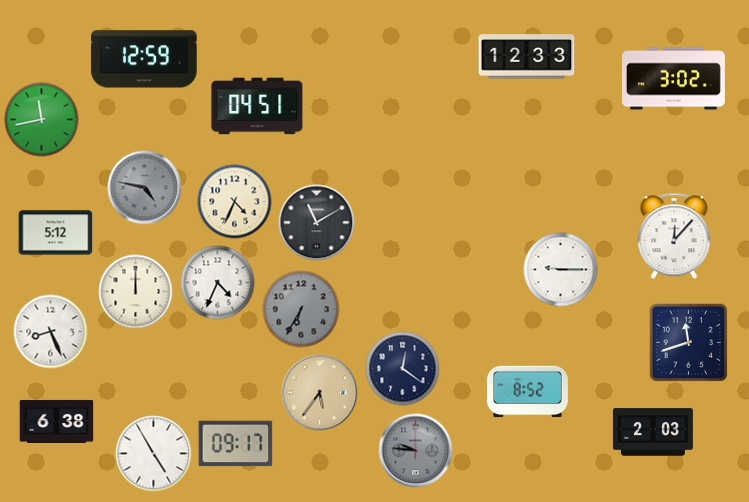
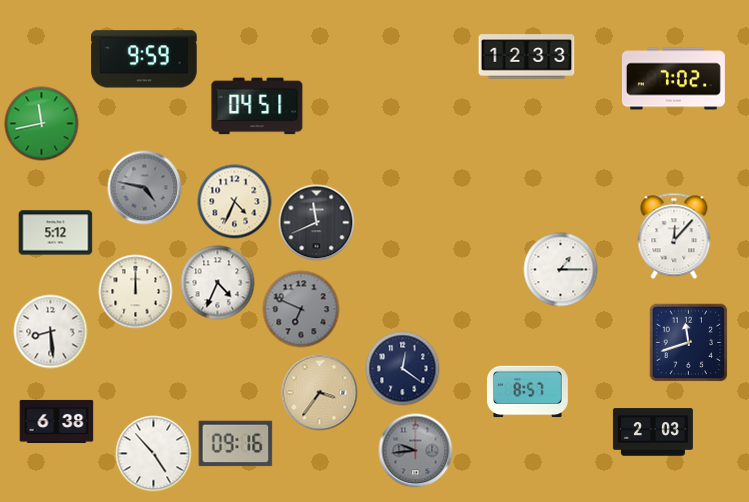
clock at (144, 59): 12:59 -> 9:59
clock at (673, 79): 3:02 -> 7:02
clock at (42, 120) position: (42, 120) -> (42, 124)
clock at (317, 223): 11:10 -> 11:41
clock at (561, 270): 9:15 -> 1:15
clock at (301, 309): 6:35 -> 6:49
clock at (51, 332): 8:26 -> 8:29
clock at (527, 392): 8:52 -> 8:57
clock at (320, 393): 5:36 -> 3:36
clock at (236, 444): 09:17 -> 09:16
clock at (416, 451): 9:46 -> 9:44
clock at (154, 454): 4:55 -> 4:53
